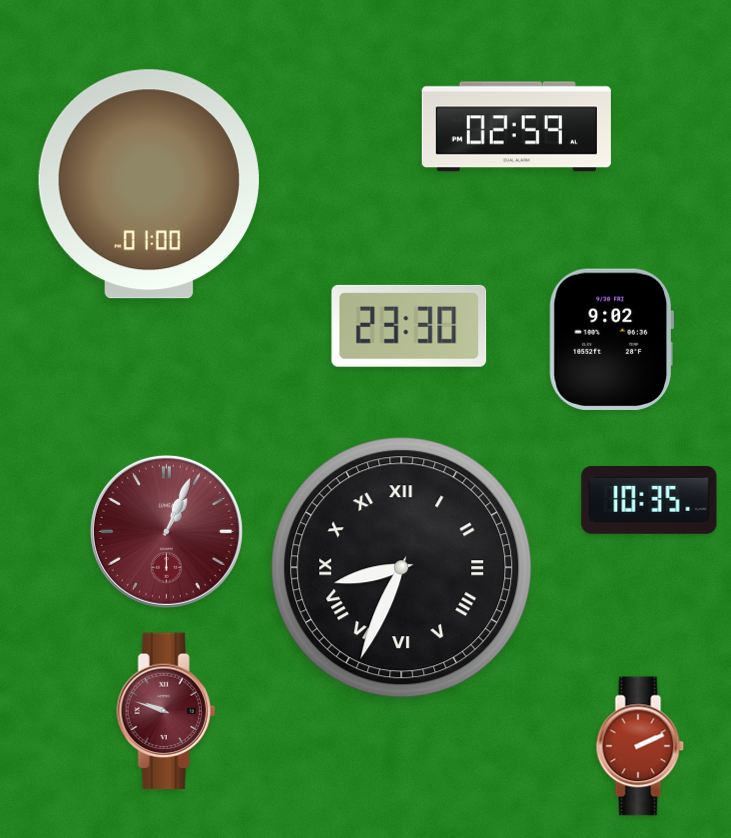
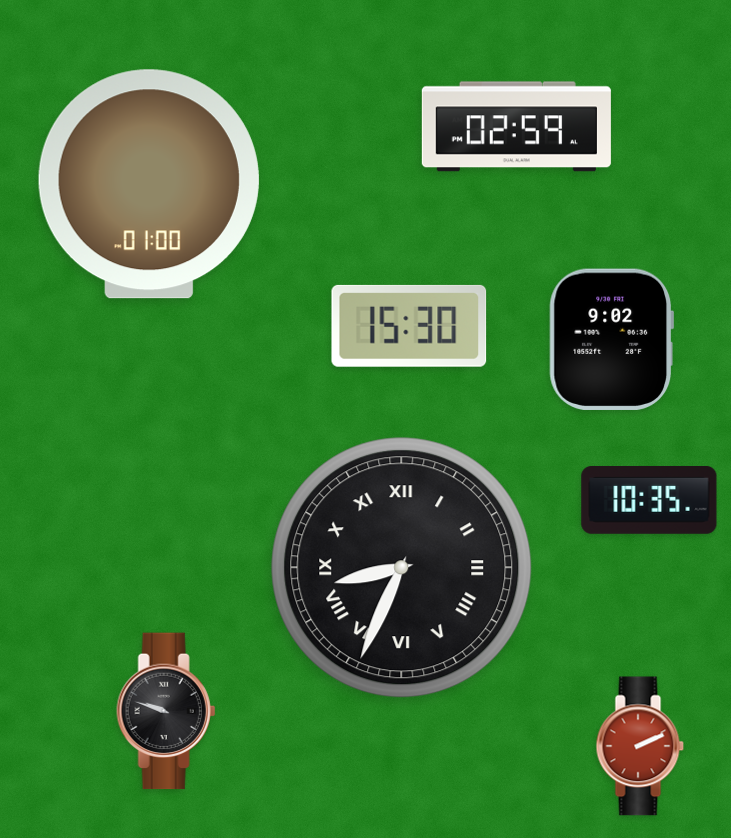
clock at (409, 326): 23:30 -> 15:30
clock at (166, 531): 1:04 -> none
clock at (166, 711) dial: burgundy -> black
